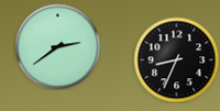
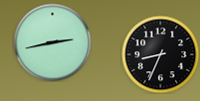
clock at (57, 46): 2:39 -> 2:43
